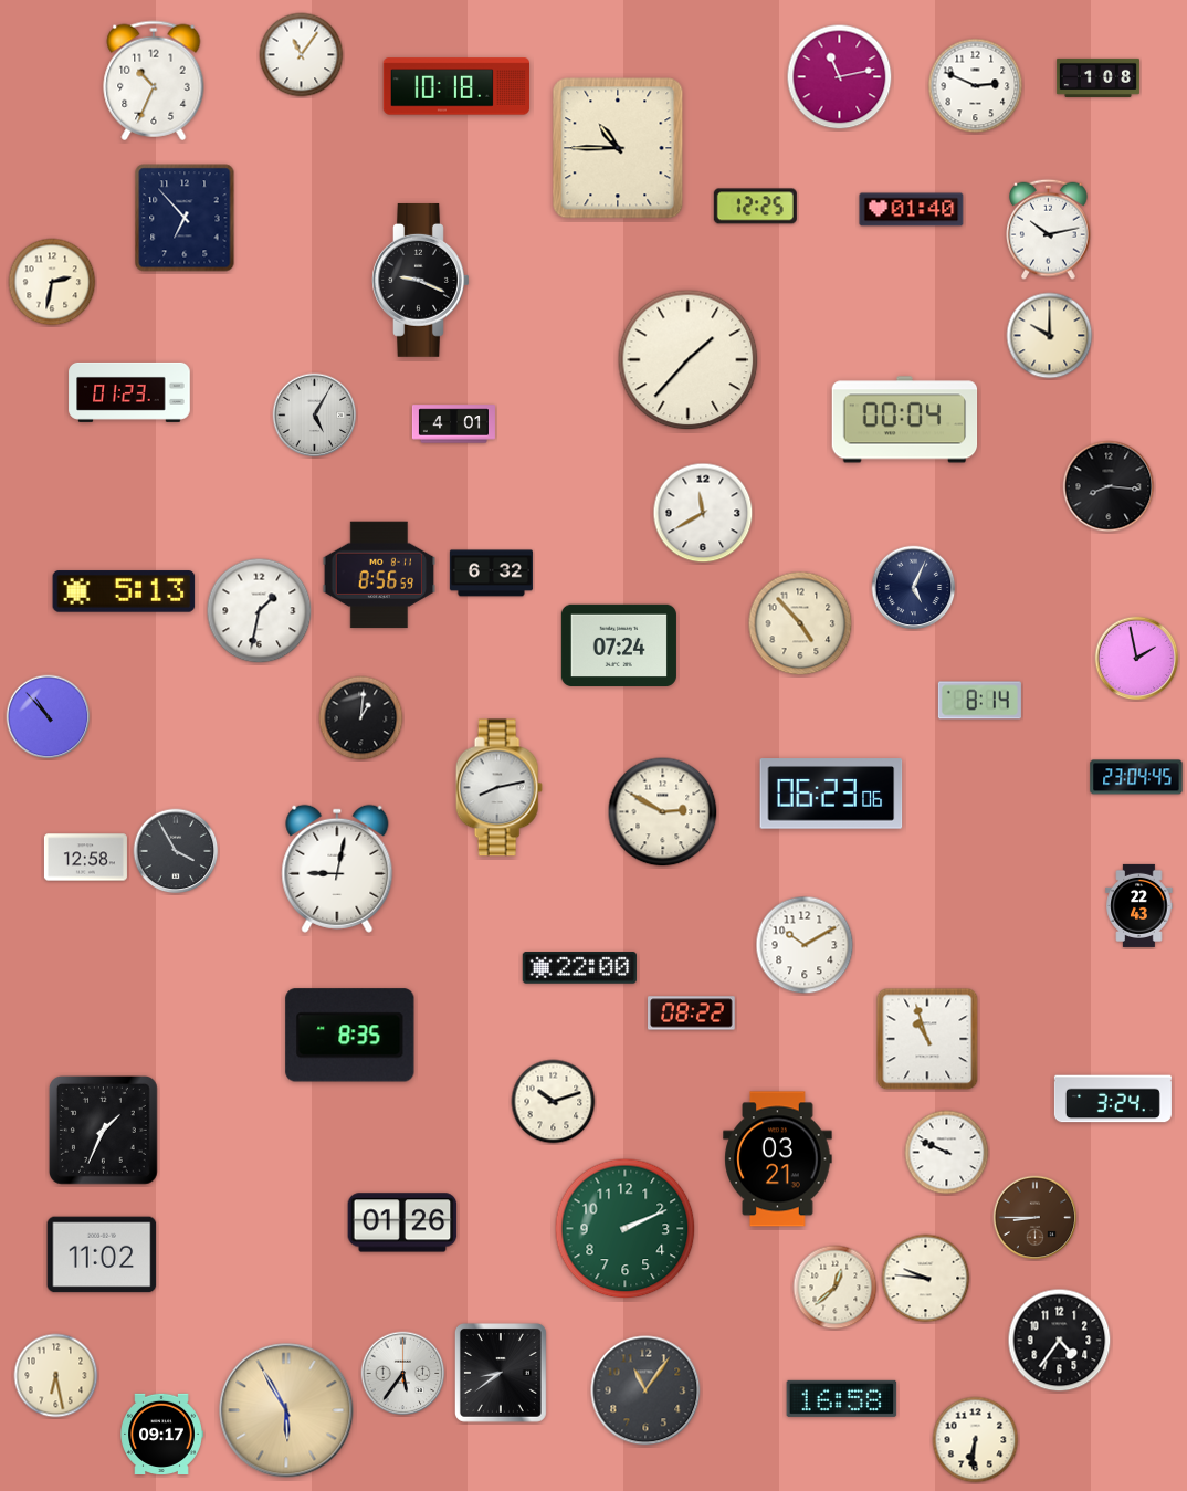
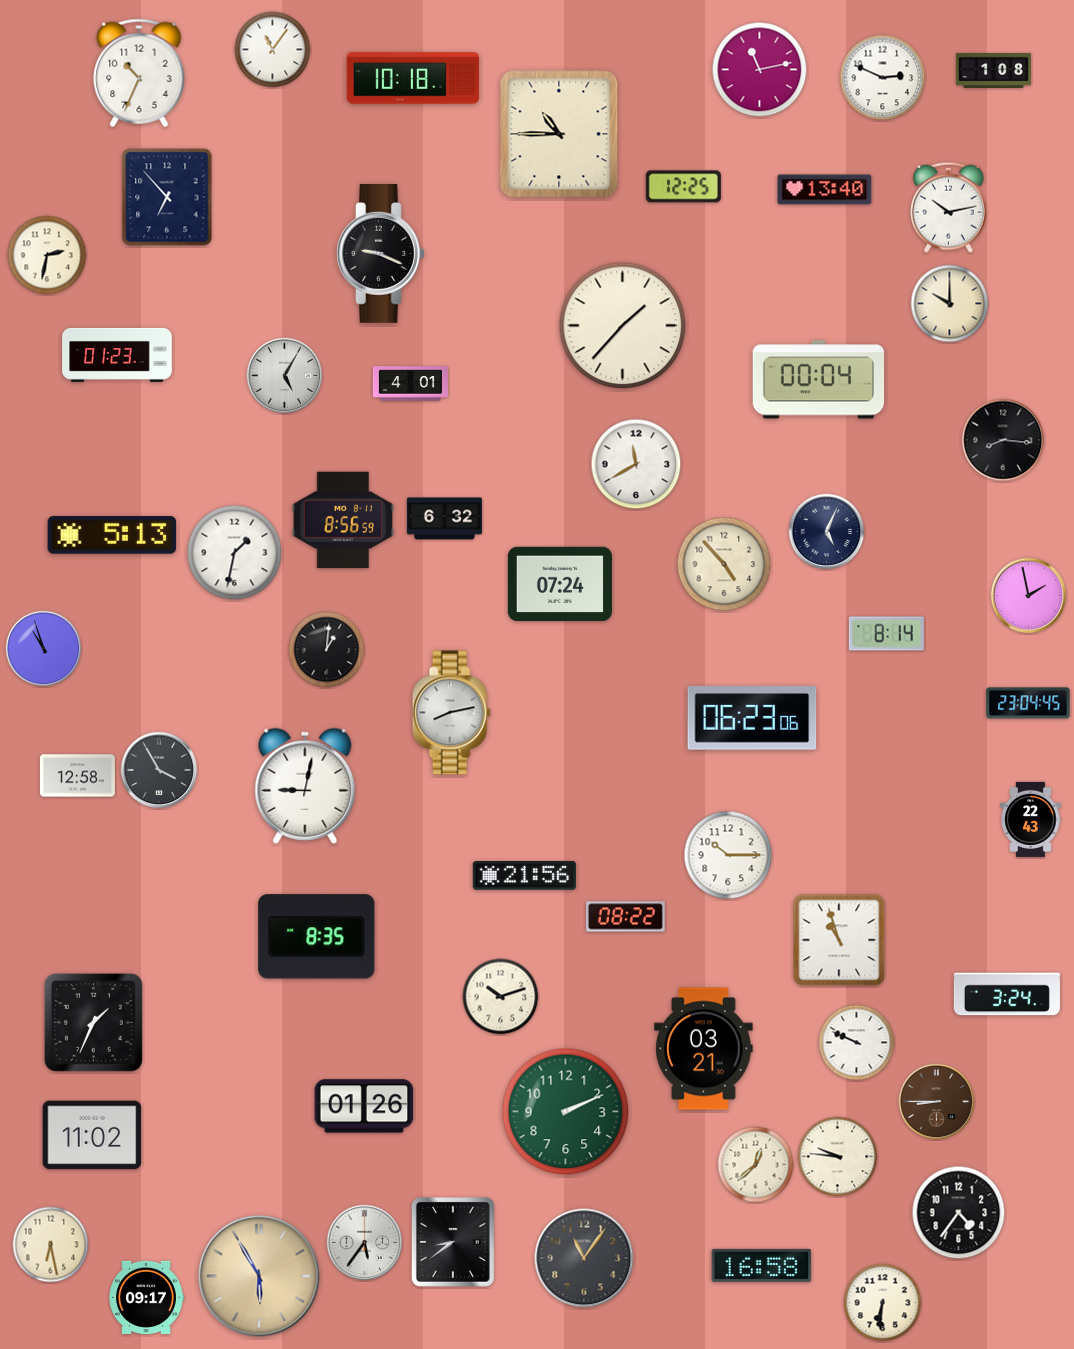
clock at (912, 210): 01:40 -> 13:40
clock at (49, 717): 10:53 -> 10:57
clock at (663, 812): 2:50 -> none
clock at (805, 945): 10:10 -> 10:15
clock at (579, 968): 22:00 -> 21:56
